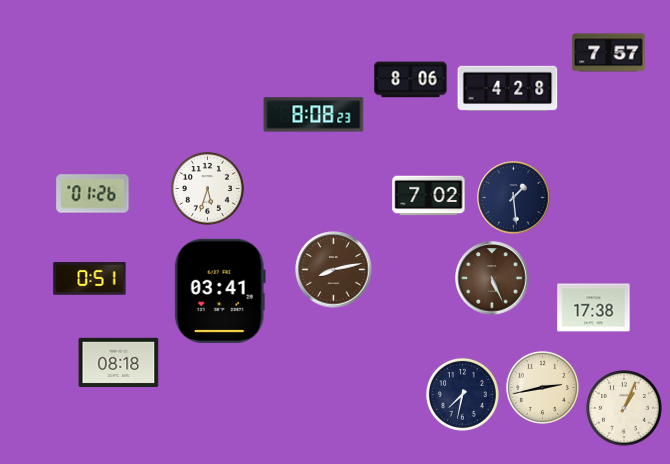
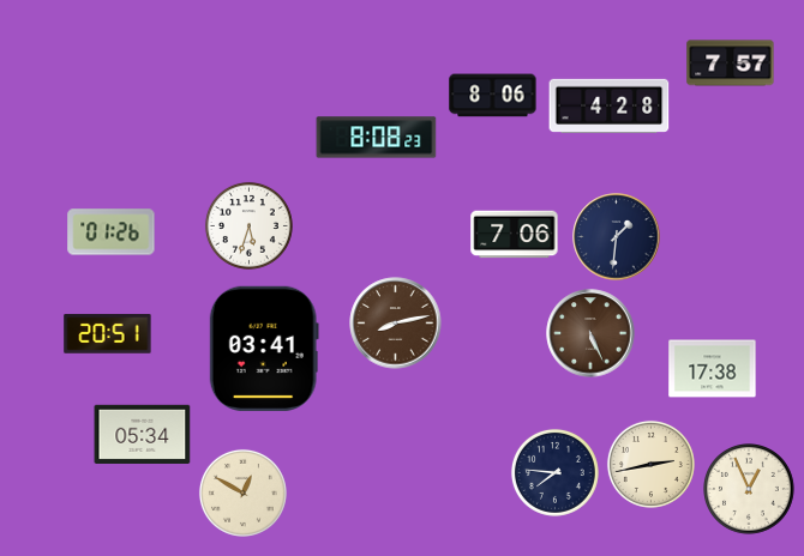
clock at (429, 196): 7:02 -> 7:06
clock at (514, 198): 1:29 -> 1:31
clock at (334, 270) position: (334, 270) -> (396, 324)
clock at (90, 279): 0:51 -> 20:51
clock at (119, 362): 08:18 -> 05:34
clock at (462, 394): 7:32 -> 7:46
clock at (625, 409): 1:04 -> 12:56
clock at (242, 492): none -> 12:50
